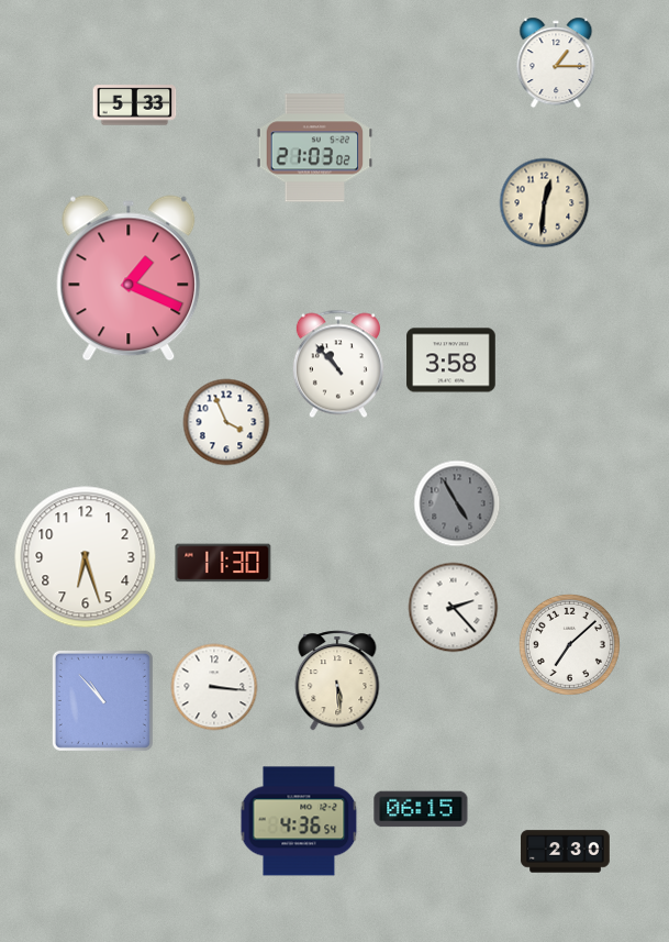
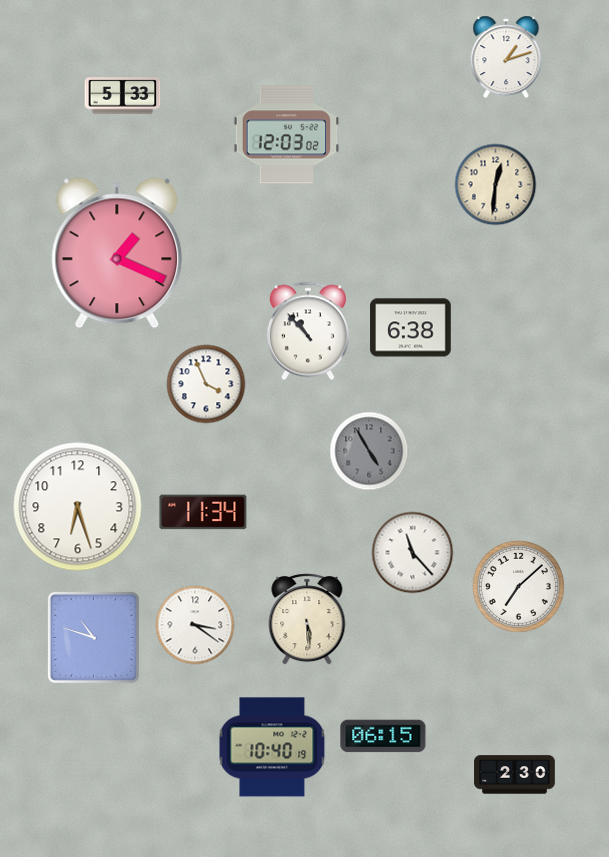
clock at (556, 63): 1:15 -> 1:12
clock at (315, 148): 21:03 -> 12:03
clock at (451, 361): 3:58 -> 6:38
clock at (457, 503) position: (457, 503) -> (369, 451)
clock at (223, 563): 11:30 -> 11:34
clock at (454, 608): 2:23 -> 11:23
clock at (214, 687): 3:16 -> 3:21
clock at (102, 700): 10:53 -> 10:48
clock at (299, 821): 4:36 -> 10:40
